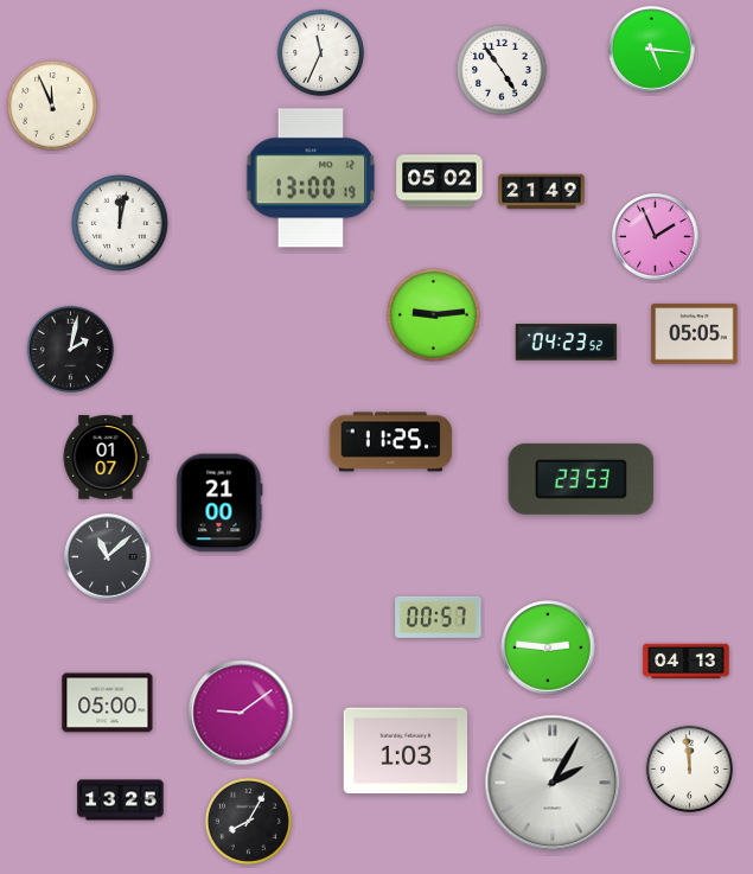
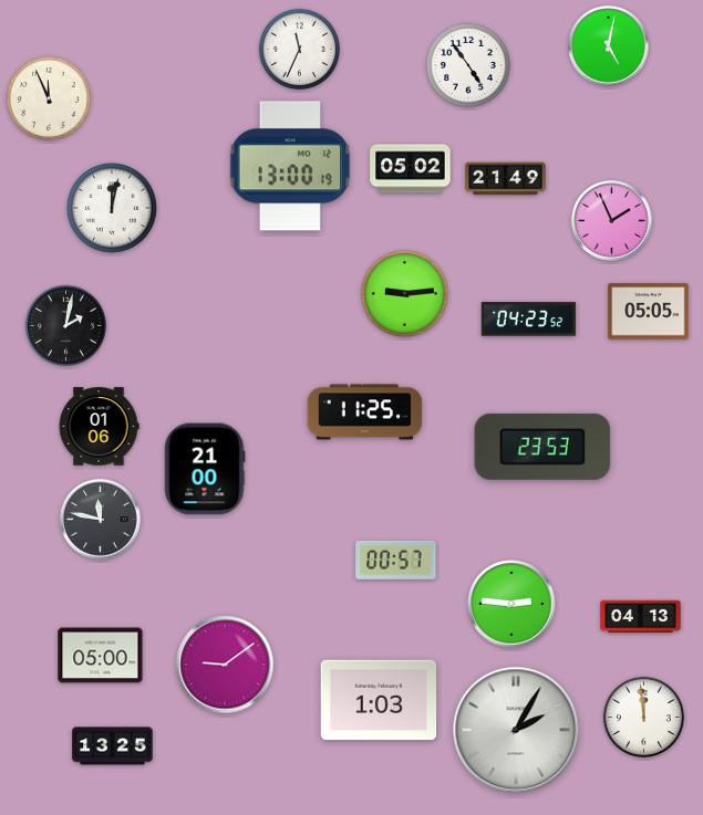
clock at (652, 50): 5:16 -> 5:02
clock at (106, 458): 01:07 -> 01:06
clock at (108, 557): 11:08 -> 11:47
clock at (439, 617) position: (439, 617) -> (396, 560)
clock at (248, 821): 8:05 -> none
